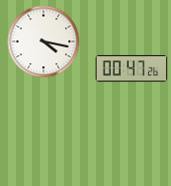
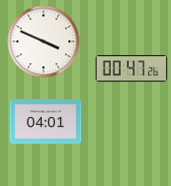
clock at (44, 42): 4:17 -> 3:49
clock at (46, 122): none -> 04:01
